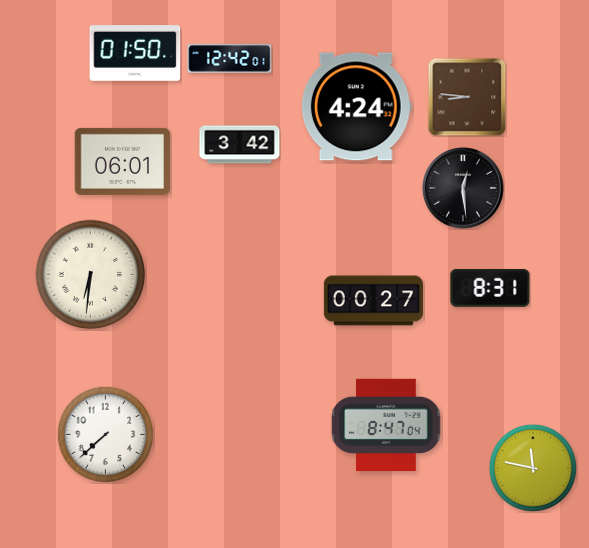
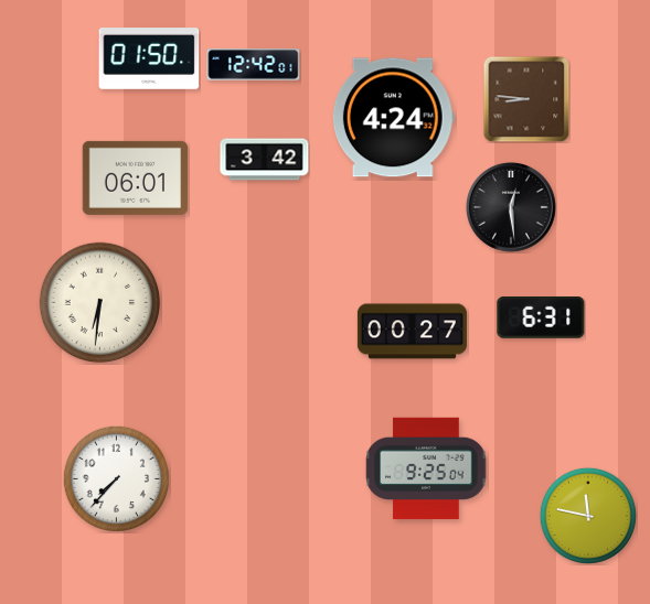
clock at (467, 97) position: (467, 97) -> (526, 99)
clock at (490, 288): 8:31 -> 6:31
clock at (386, 425): 8:47 -> 9:25
clock at (105, 434): 7:38 -> 7:37
